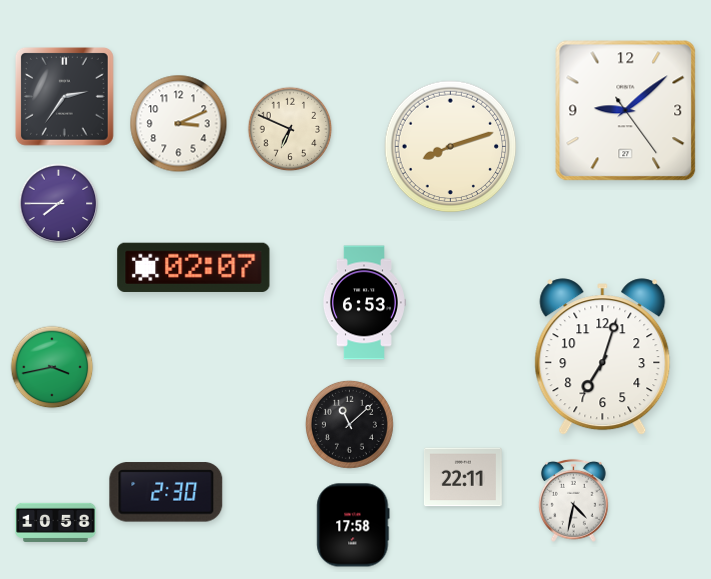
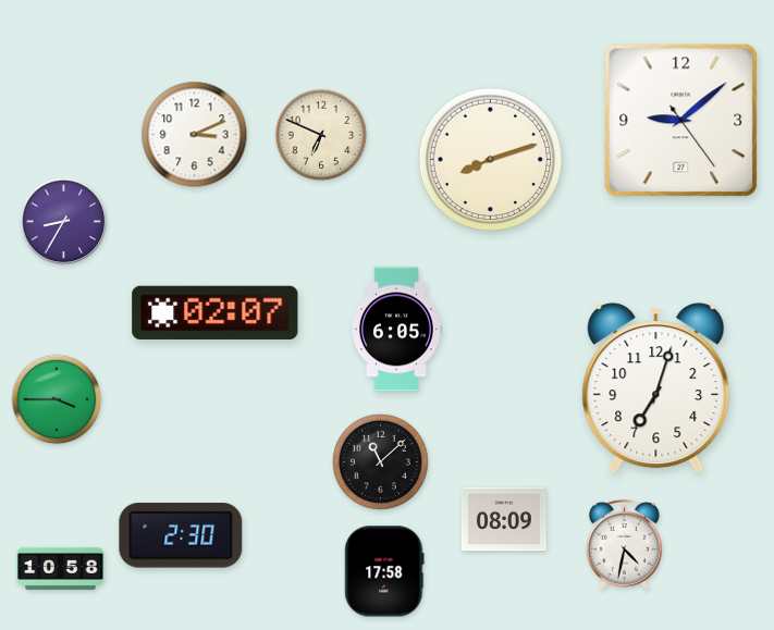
clock at (64, 96): 2:36 -> none
clock at (290, 129) position: (290, 129) -> (321, 135)
clock at (59, 204): 7:45 -> 8:35
clock at (194, 267) position: (194, 267) -> (216, 312)
clock at (364, 303): 6:53 -> 6:05
clock at (52, 367): 3:43 -> 3:45
clock at (463, 477): 22:11 -> 08:09
